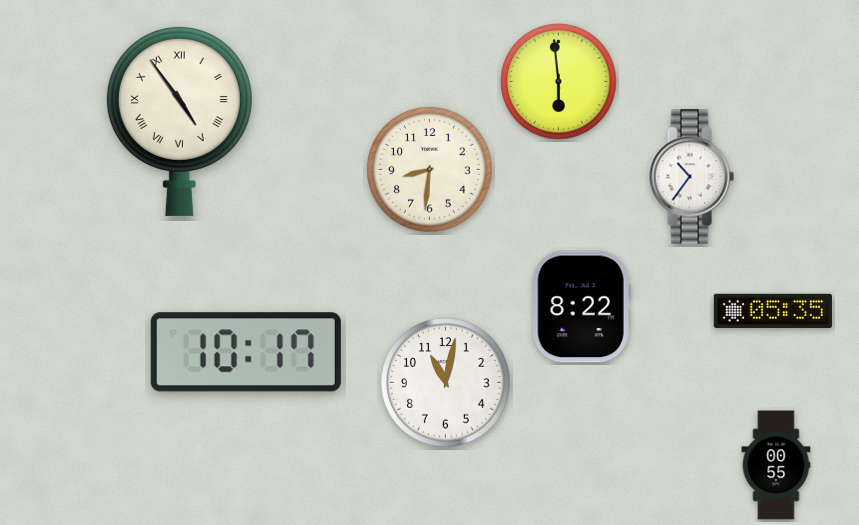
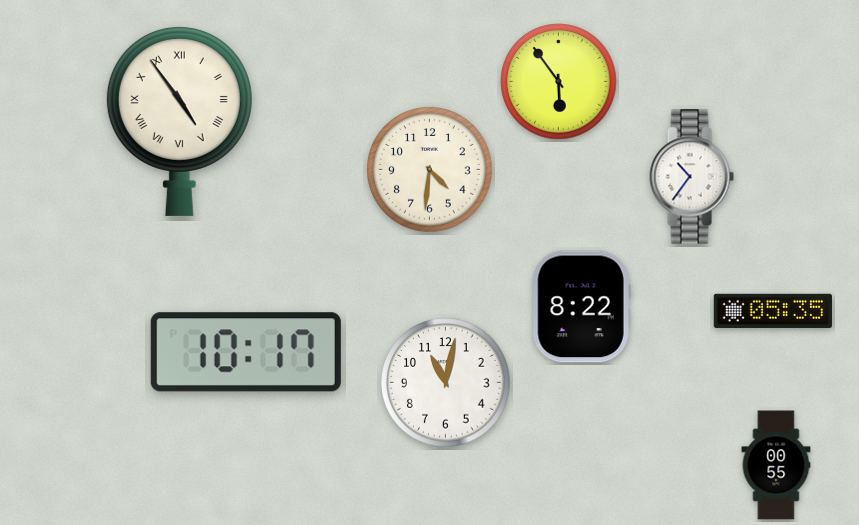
clock at (559, 82): 5:59 -> 5:54
clock at (430, 170): 8:31 -> 4:31
